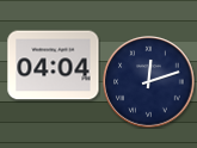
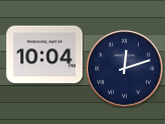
clock at (54, 66): 04:04 -> 10:04
